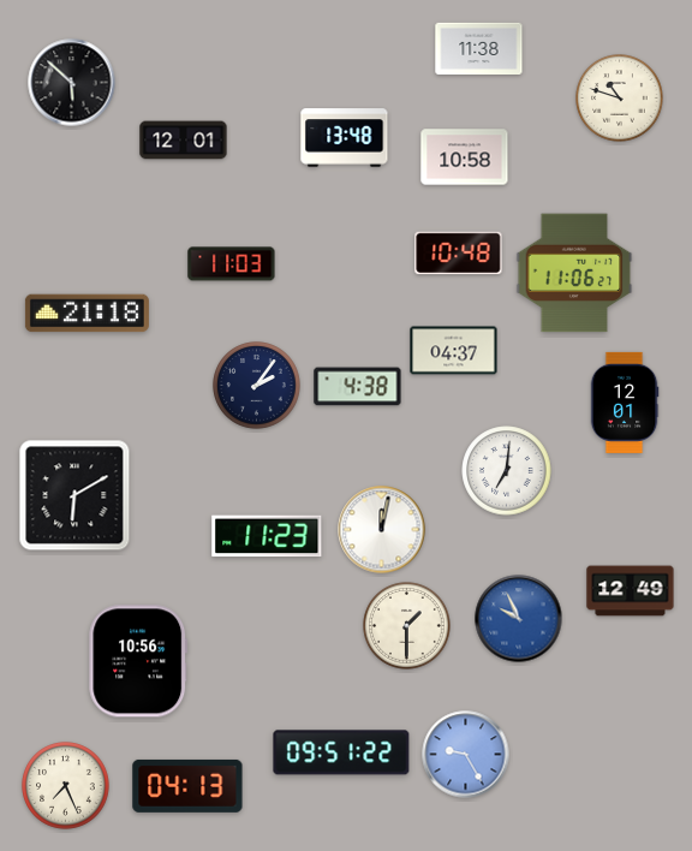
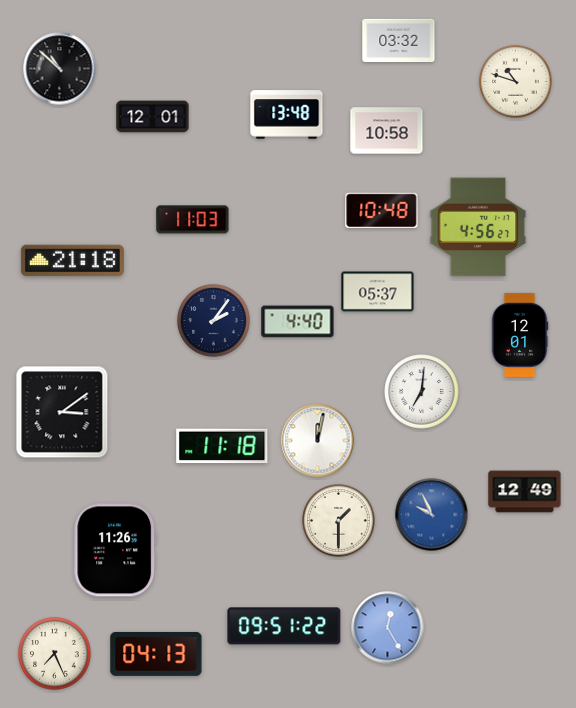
clock at (479, 48): 11:38 -> 03:32
clock at (72, 83): 5:52 -> 10:52
clock at (574, 273): 11:06 -> 4:56
clock at (454, 351): 04:37 -> 05:37
clock at (358, 387): 4:38 -> 4:40
clock at (74, 495): 6:10 -> 3:09
clock at (267, 536): 11:23 -> 11:18
clock at (138, 661): 10:56 -> 11:26
clock at (466, 755): 9:25 -> 12:25
